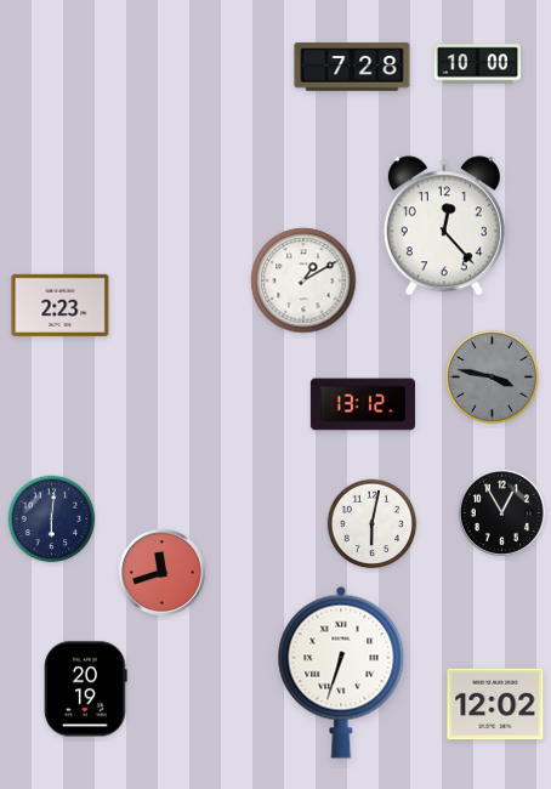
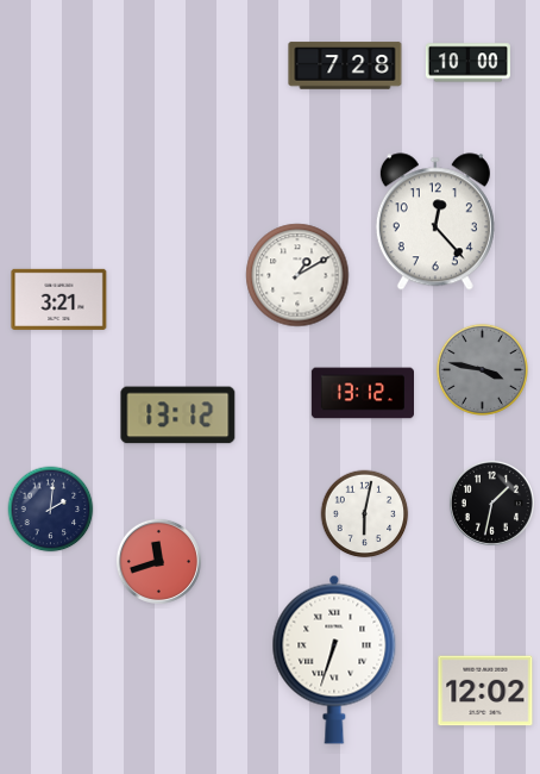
clock at (61, 305): 2:23 -> 3:21
clock at (362, 404) position: (362, 404) -> (362, 393)
clock at (178, 416): none -> 13:12
clock at (501, 512): 12:55 -> 1:32
clock at (52, 520): 6:01 -> 2:01
clock at (86, 689): 20:19 -> none
